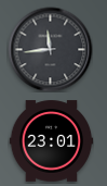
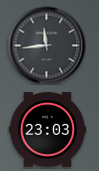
clock at (51, 141): 23:01 -> 23:03
